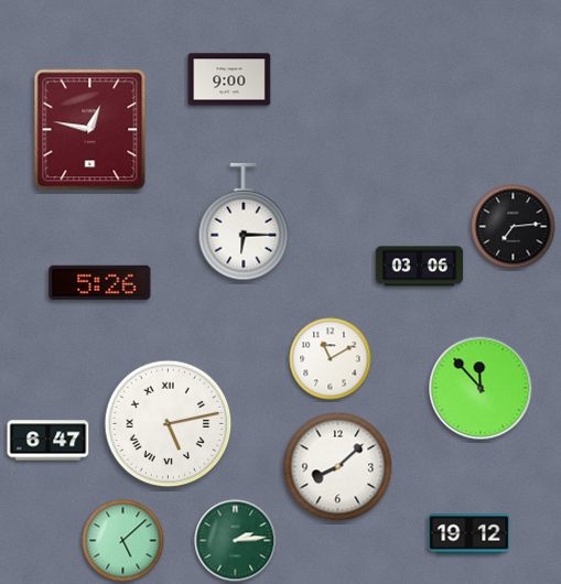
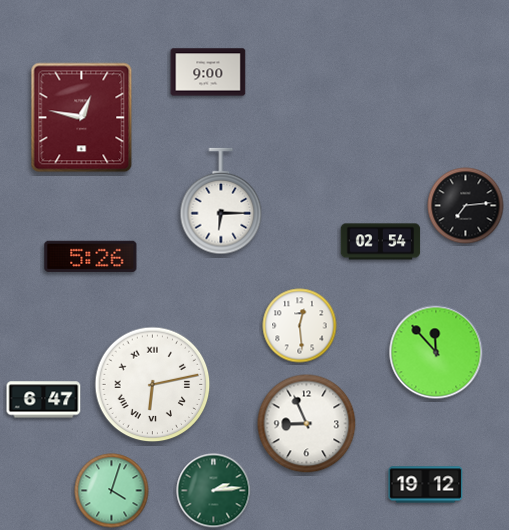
clock at (420, 267): 03:06 -> 02:54
clock at (331, 359): 11:10 -> 12:29
clock at (169, 424): 5:13 -> 6:13
clock at (338, 467): 8:08 -> 8:56
clock at (123, 541): 5:08 -> 4:03
